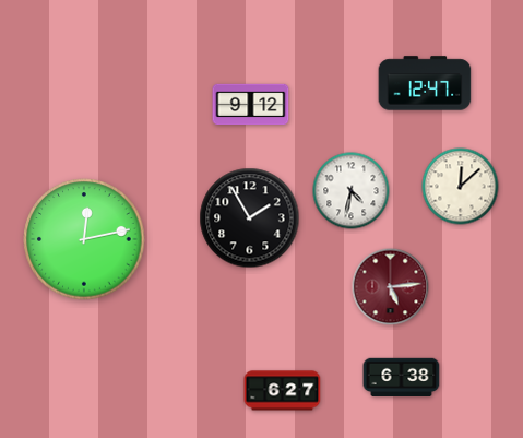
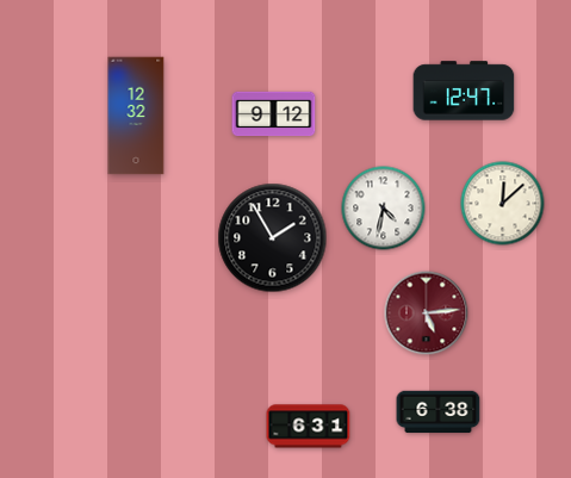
clock at (136, 116): none -> 12:32
clock at (84, 239): 12:13 -> none
clock at (283, 391): 6:27 -> 6:31
